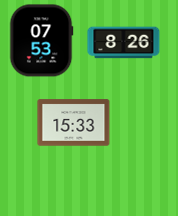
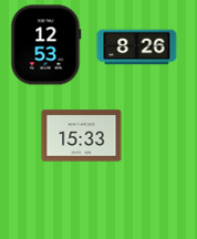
clock at (42, 41): 07:53 -> 12:53
